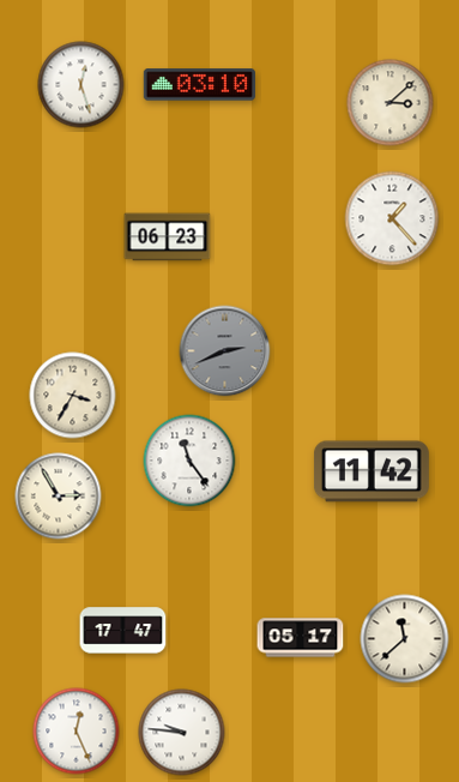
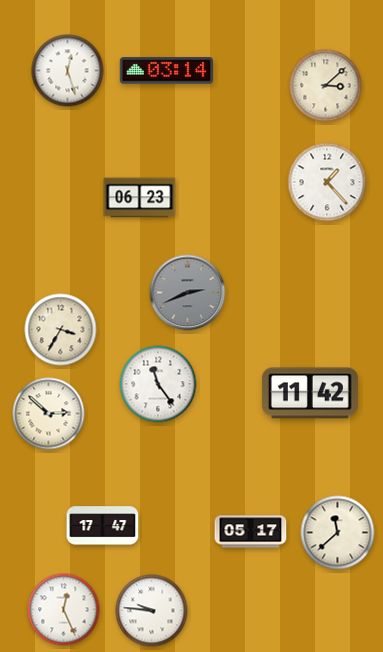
clock at (199, 85): 03:10 -> 03:14
clock at (59, 497): 2:55 -> 2:52
